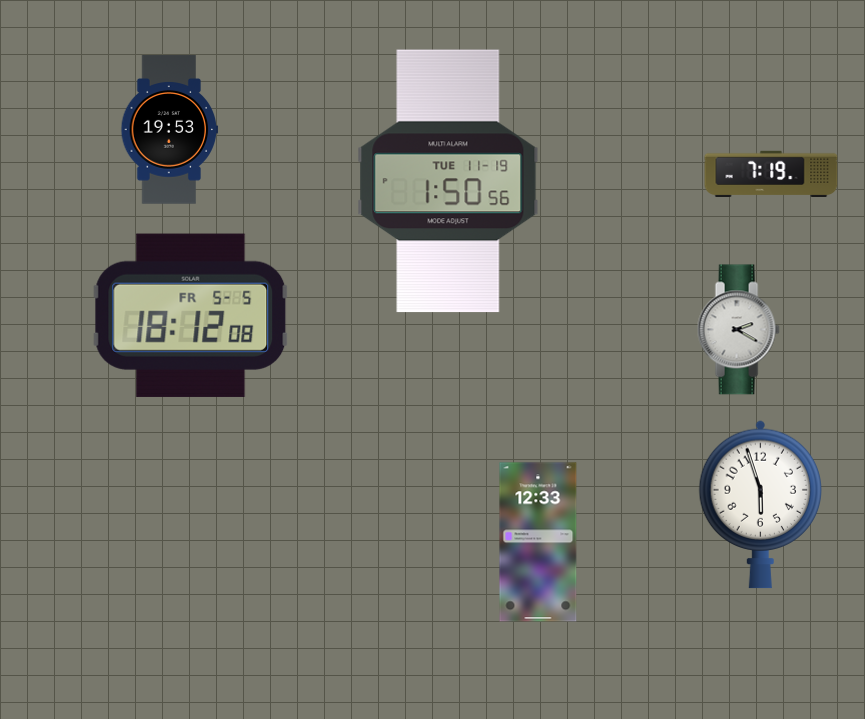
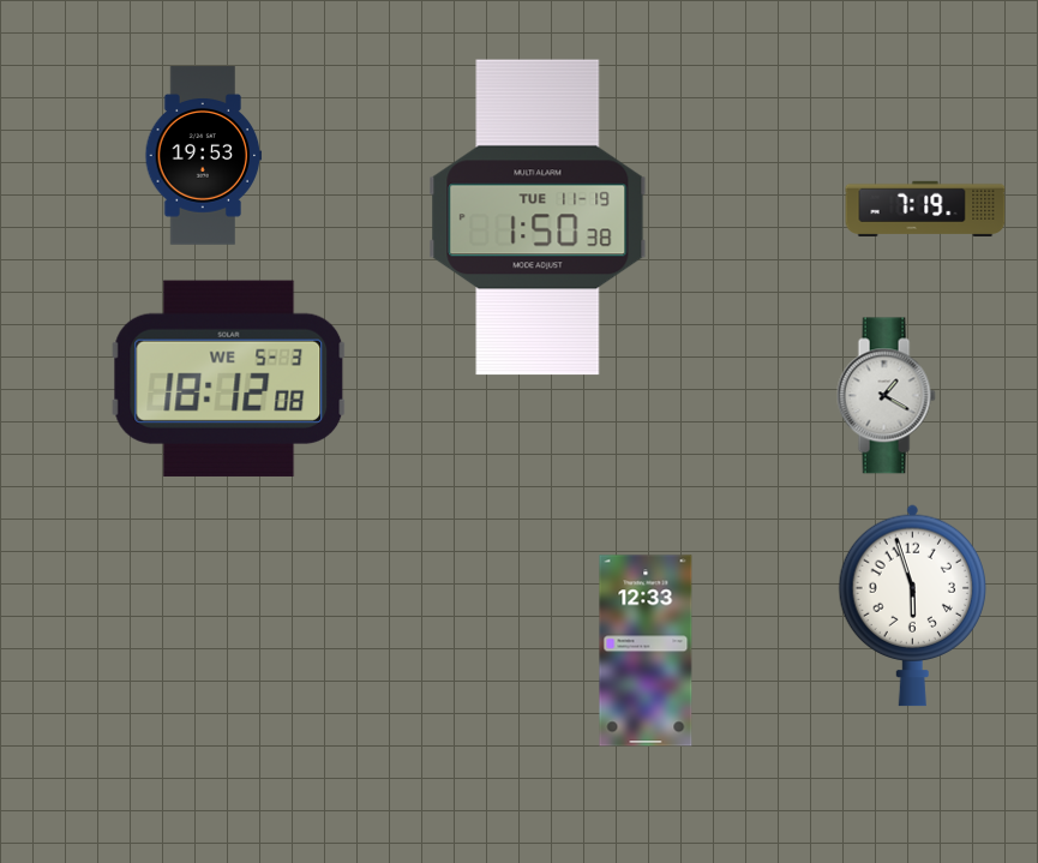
clock at (448, 181): 1:50:56 -> 1:50:38
clock at (191, 315) date: FR 5-5 -> WE 5-3
clock at (738, 330): 2:20 -> 1:20
